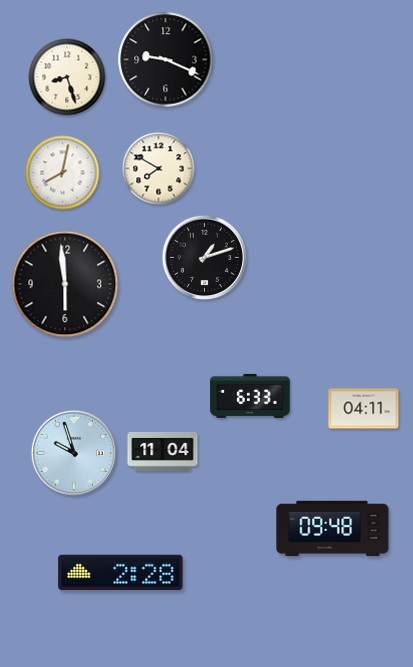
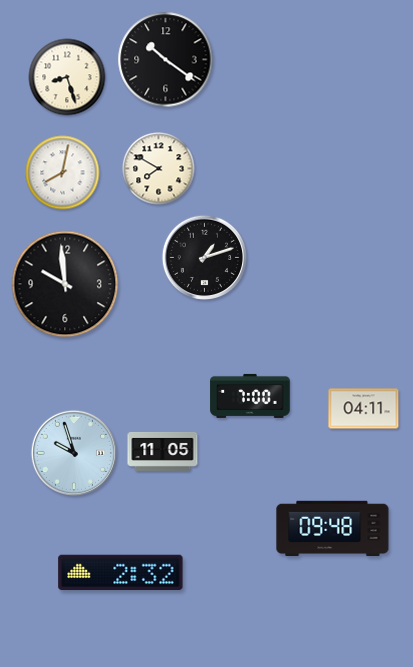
clock at (166, 60): 9:19 -> 10:21
clock at (65, 284): 5:59 -> 9:59
clock at (250, 396): 6:33 -> 7:00
clock at (163, 451): 11:04 -> 11:05
clock at (121, 573): 2:28 -> 2:32
